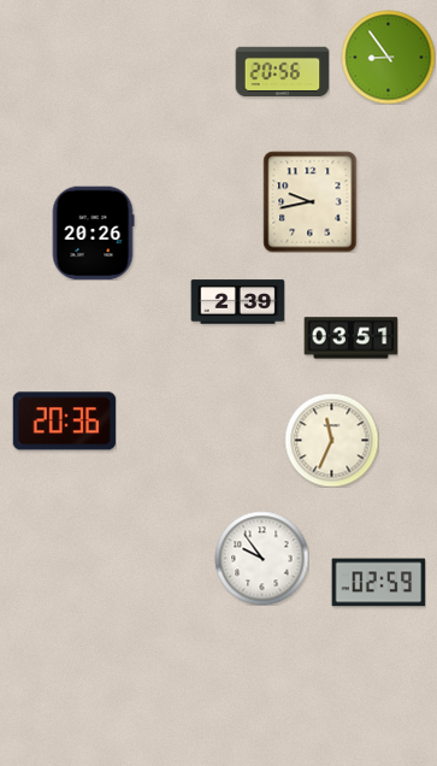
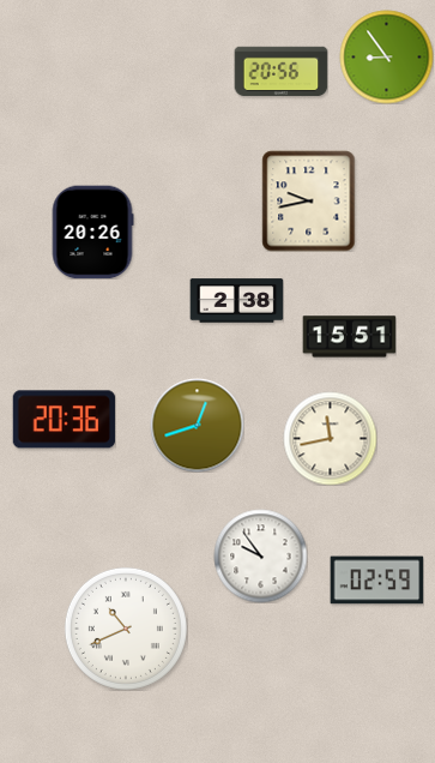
clock at (237, 302): 2:39 -> 2:38
clock at (350, 338): 03:51 -> 15:51
clock at (197, 425): none -> 12:42
clock at (331, 440): 11:34 -> 11:43
clock at (126, 629): none -> 10:41
